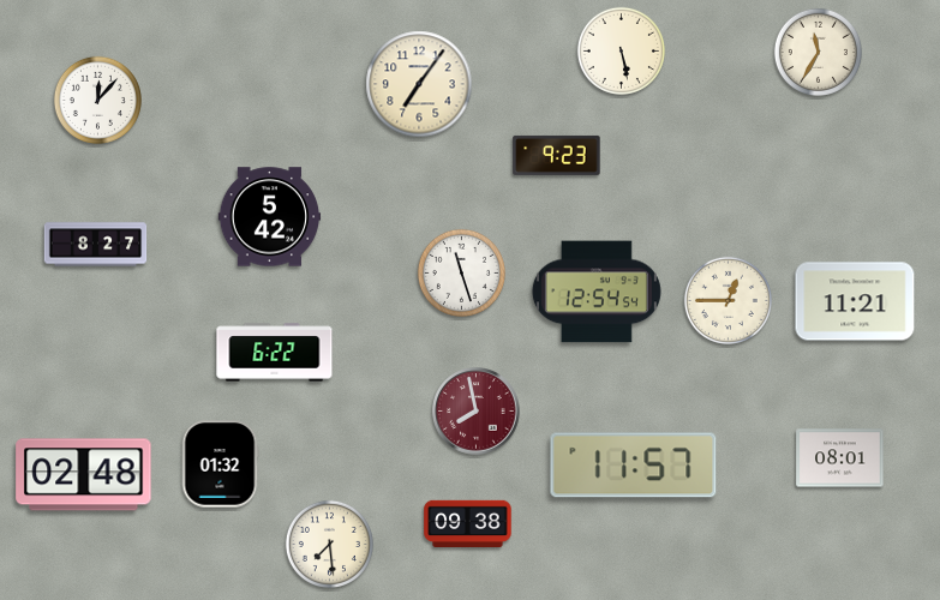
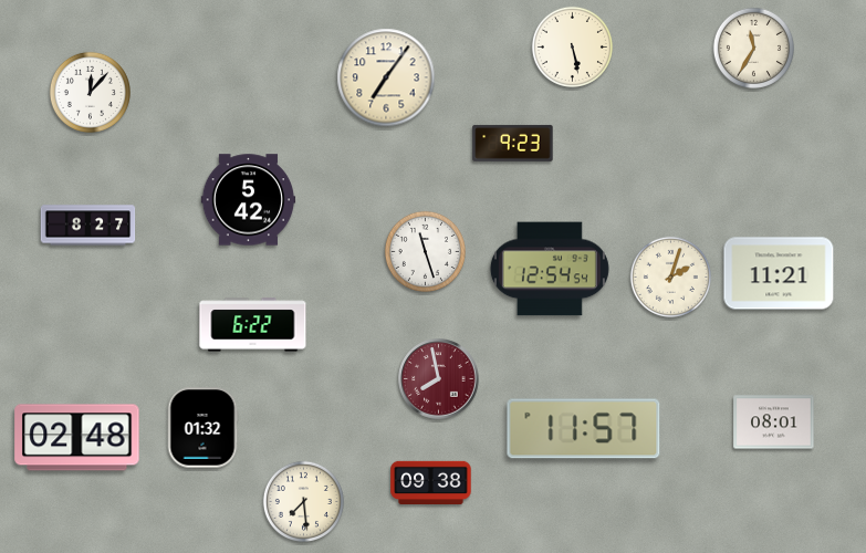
clock at (728, 300): 12:45 -> 2:03
clock at (855, 301) position: (855, 301) -> (779, 273)
